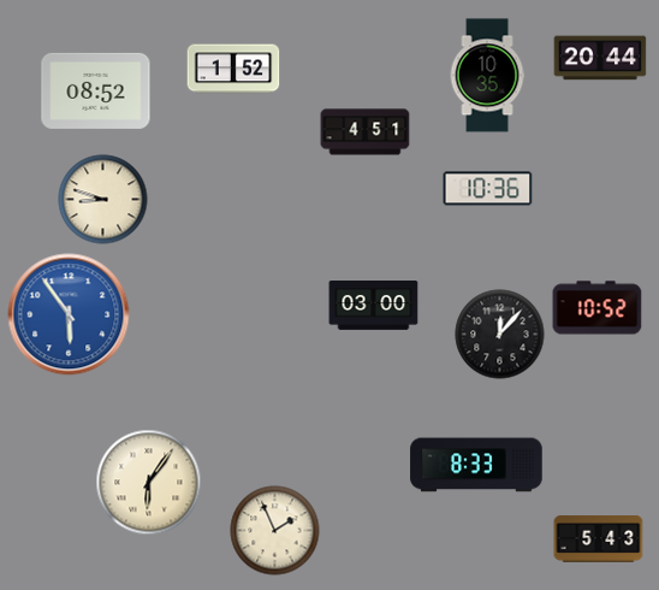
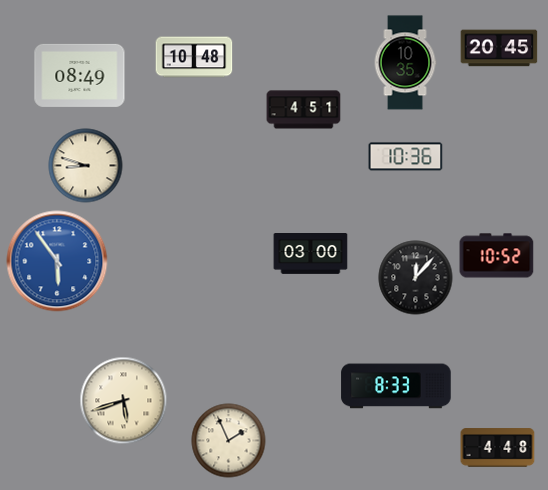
clock at (600, 58): 20:44 -> 20:45
clock at (233, 69): 1:52 -> 10:48
clock at (96, 90): 08:52 -> 08:49
clock at (149, 483): 6:06 -> 5:42
clock at (599, 539): 5:43 -> 4:48
